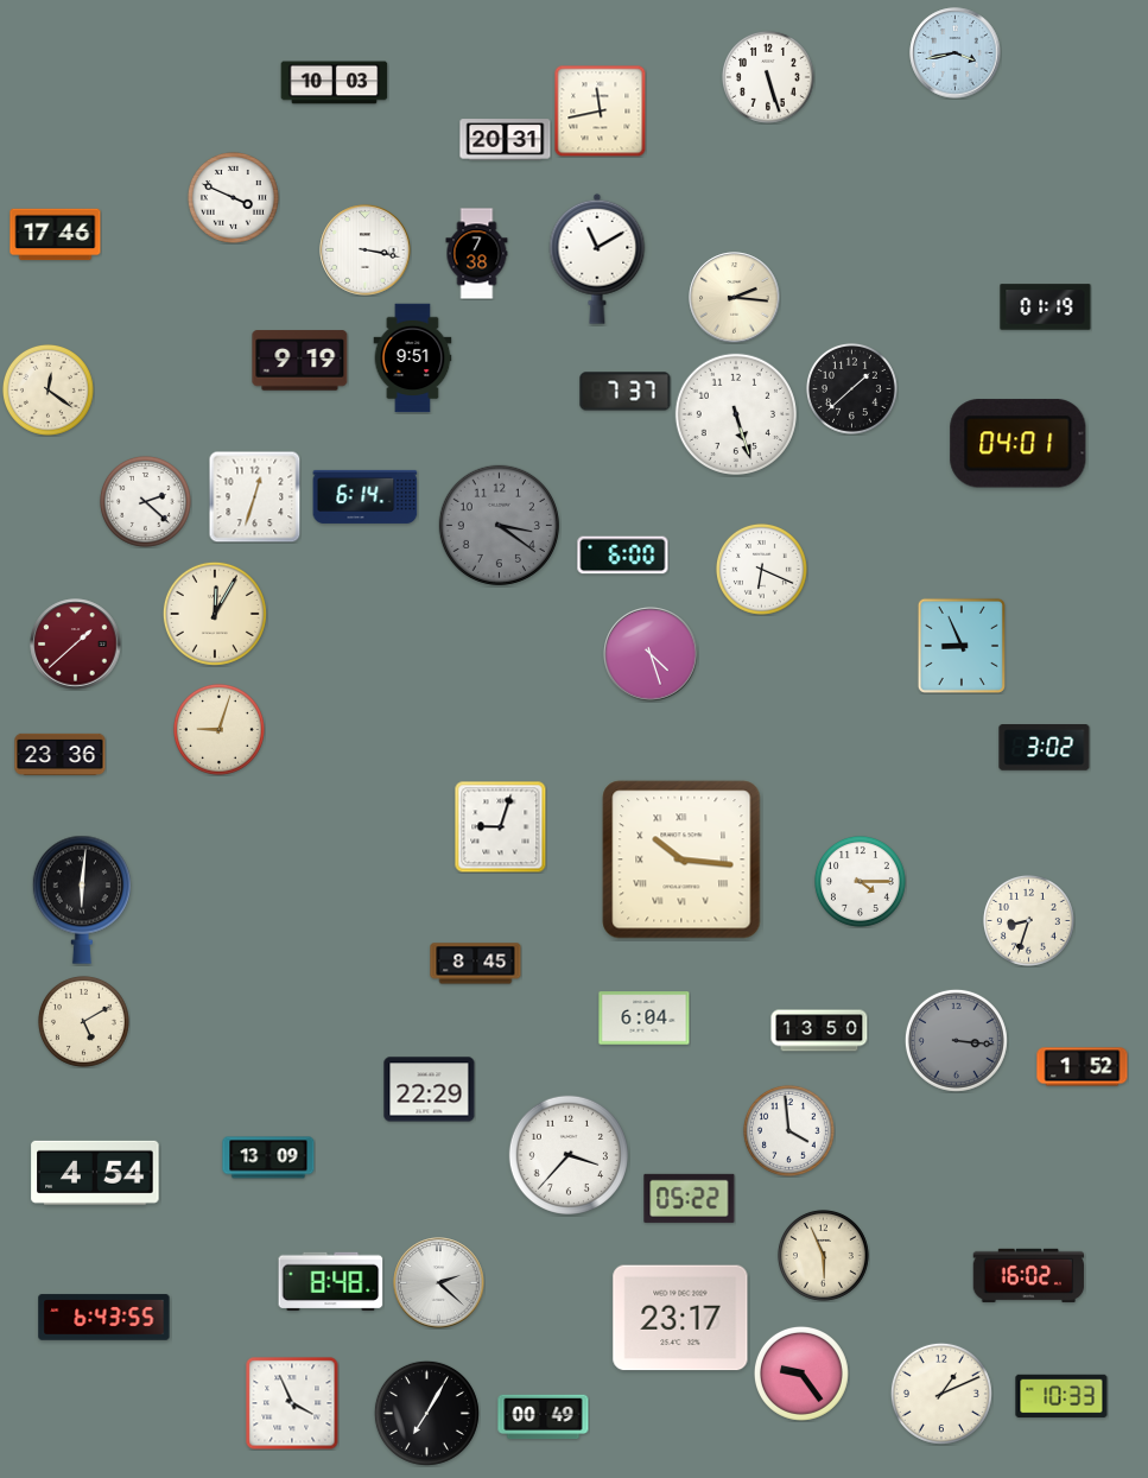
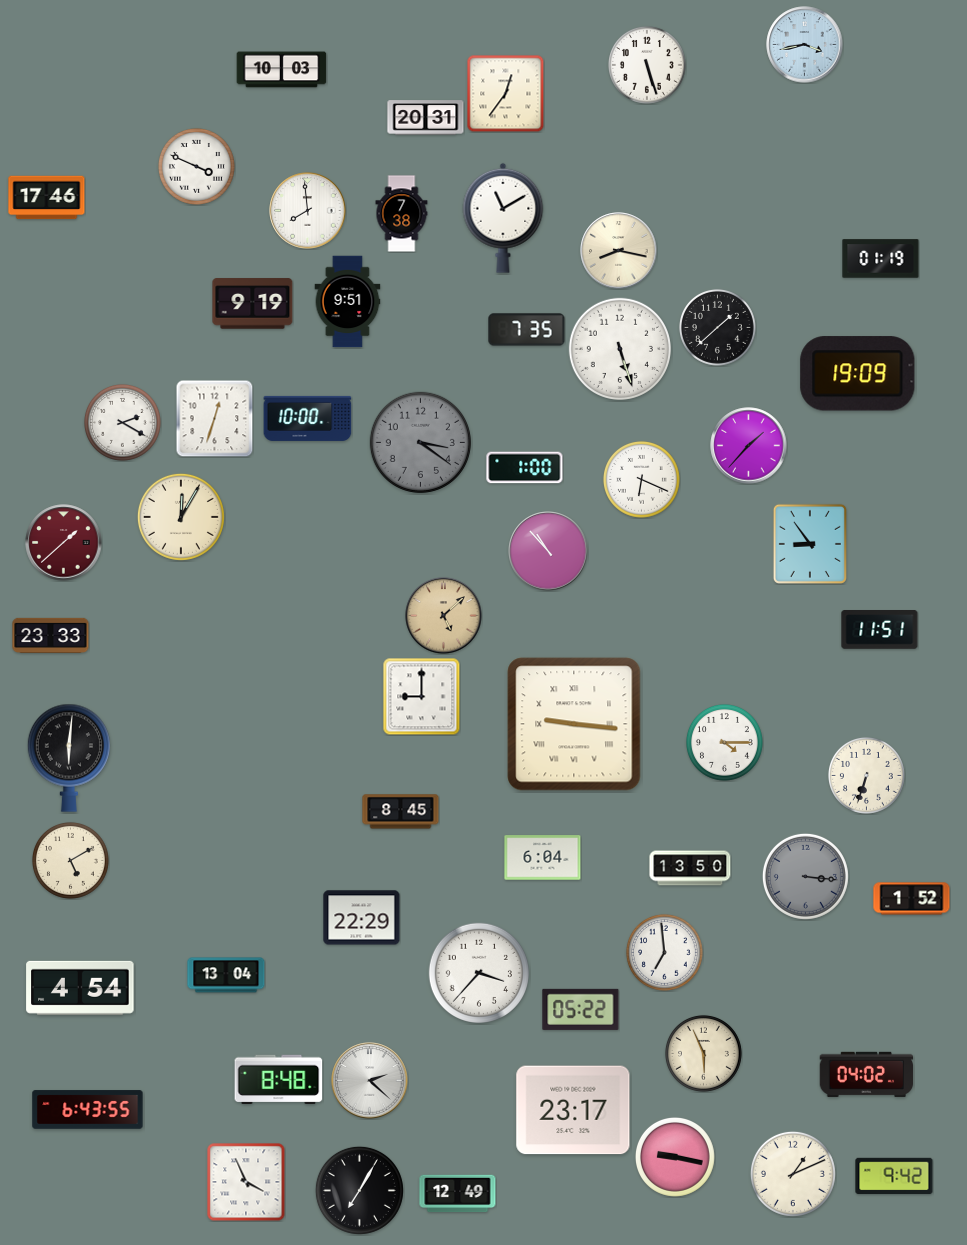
clock at (600, 110): 11:43 -> 12:36
clock at (366, 250): 3:17 -> 7:59
clock at (735, 298): 2:16 -> 8:17
clock at (47, 389): 12:21 -> none
clock at (626, 392): 7:37 -> 7:35
clock at (1019, 444): 04:01 -> 19:09
clock at (366, 496): 6:14 -> 10:00
clock at (145, 501): 2:22 -> 2:20
clock at (749, 446): none -> 1:37
clock at (623, 556): 6:00 -> 1:00
clock at (962, 646): 8:56 -> 8:54
clock at (651, 654): 4:27 -> 10:53
clock at (218, 729): 9:03 -> none
clock at (444, 616): none -> 5:08
clock at (1045, 748): 3:02 -> 11:51
clock at (61, 754): 23:36 -> 23:33
clock at (500, 826): 9:03 -> 9:00
clock at (681, 859): 10:16 -> 9:16
clock at (1028, 920): 8:33 -> 6:33
clock at (788, 1130): 3:59 -> 6:59
clock at (268, 1157): 13:09 -> 13:04
clock at (823, 1255) position: (823, 1255) -> (703, 1053)
clock at (1029, 1275): 16:02 -> 04:02
clock at (801, 1374): 9:24 -> 9:17
clock at (1061, 1396): 10:33 -> 9:42
clock at (544, 1417): 00:49 -> 12:49
